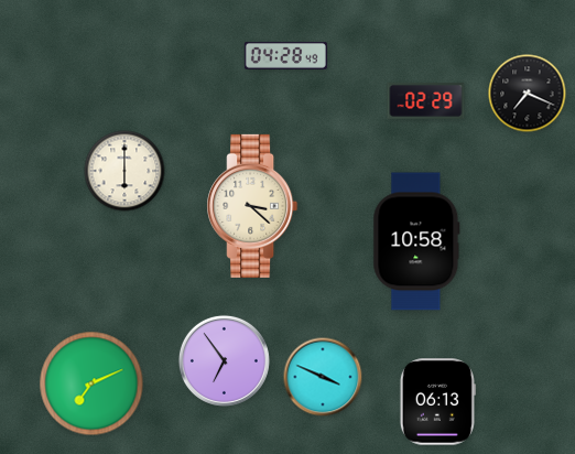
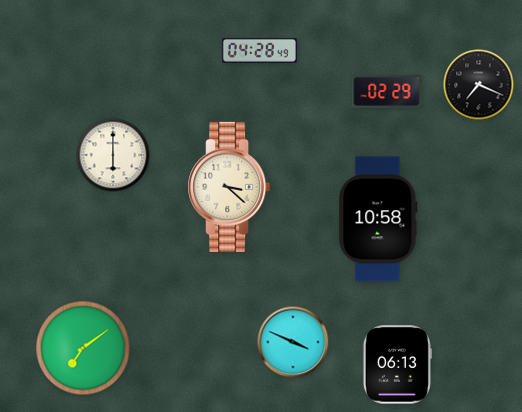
clock at (224, 360): 6:54 -> none
clock at (91, 383): 7:11 -> 7:09
